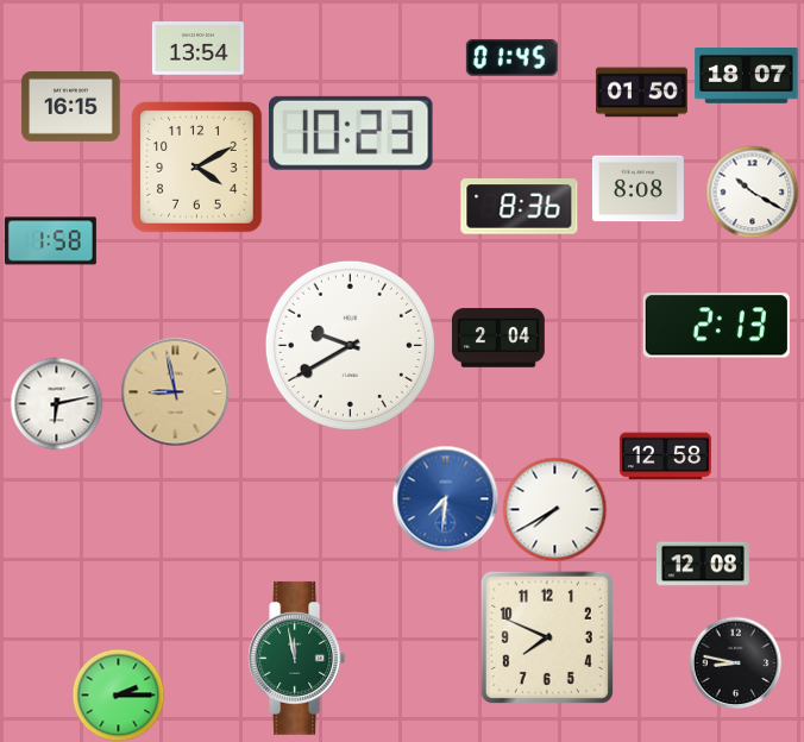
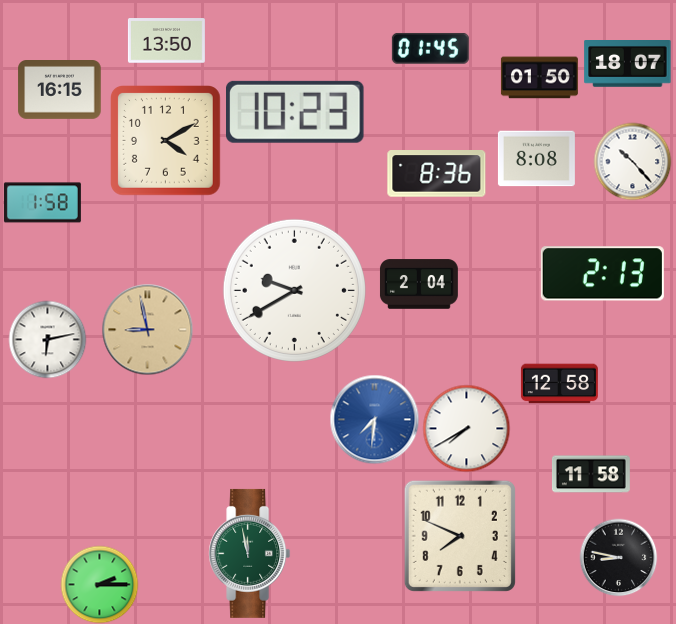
clock at (197, 49): 13:54 -> 13:50
clock at (752, 191): 10:20 -> 10:23
clock at (703, 564): 12:08 -> 11:58
